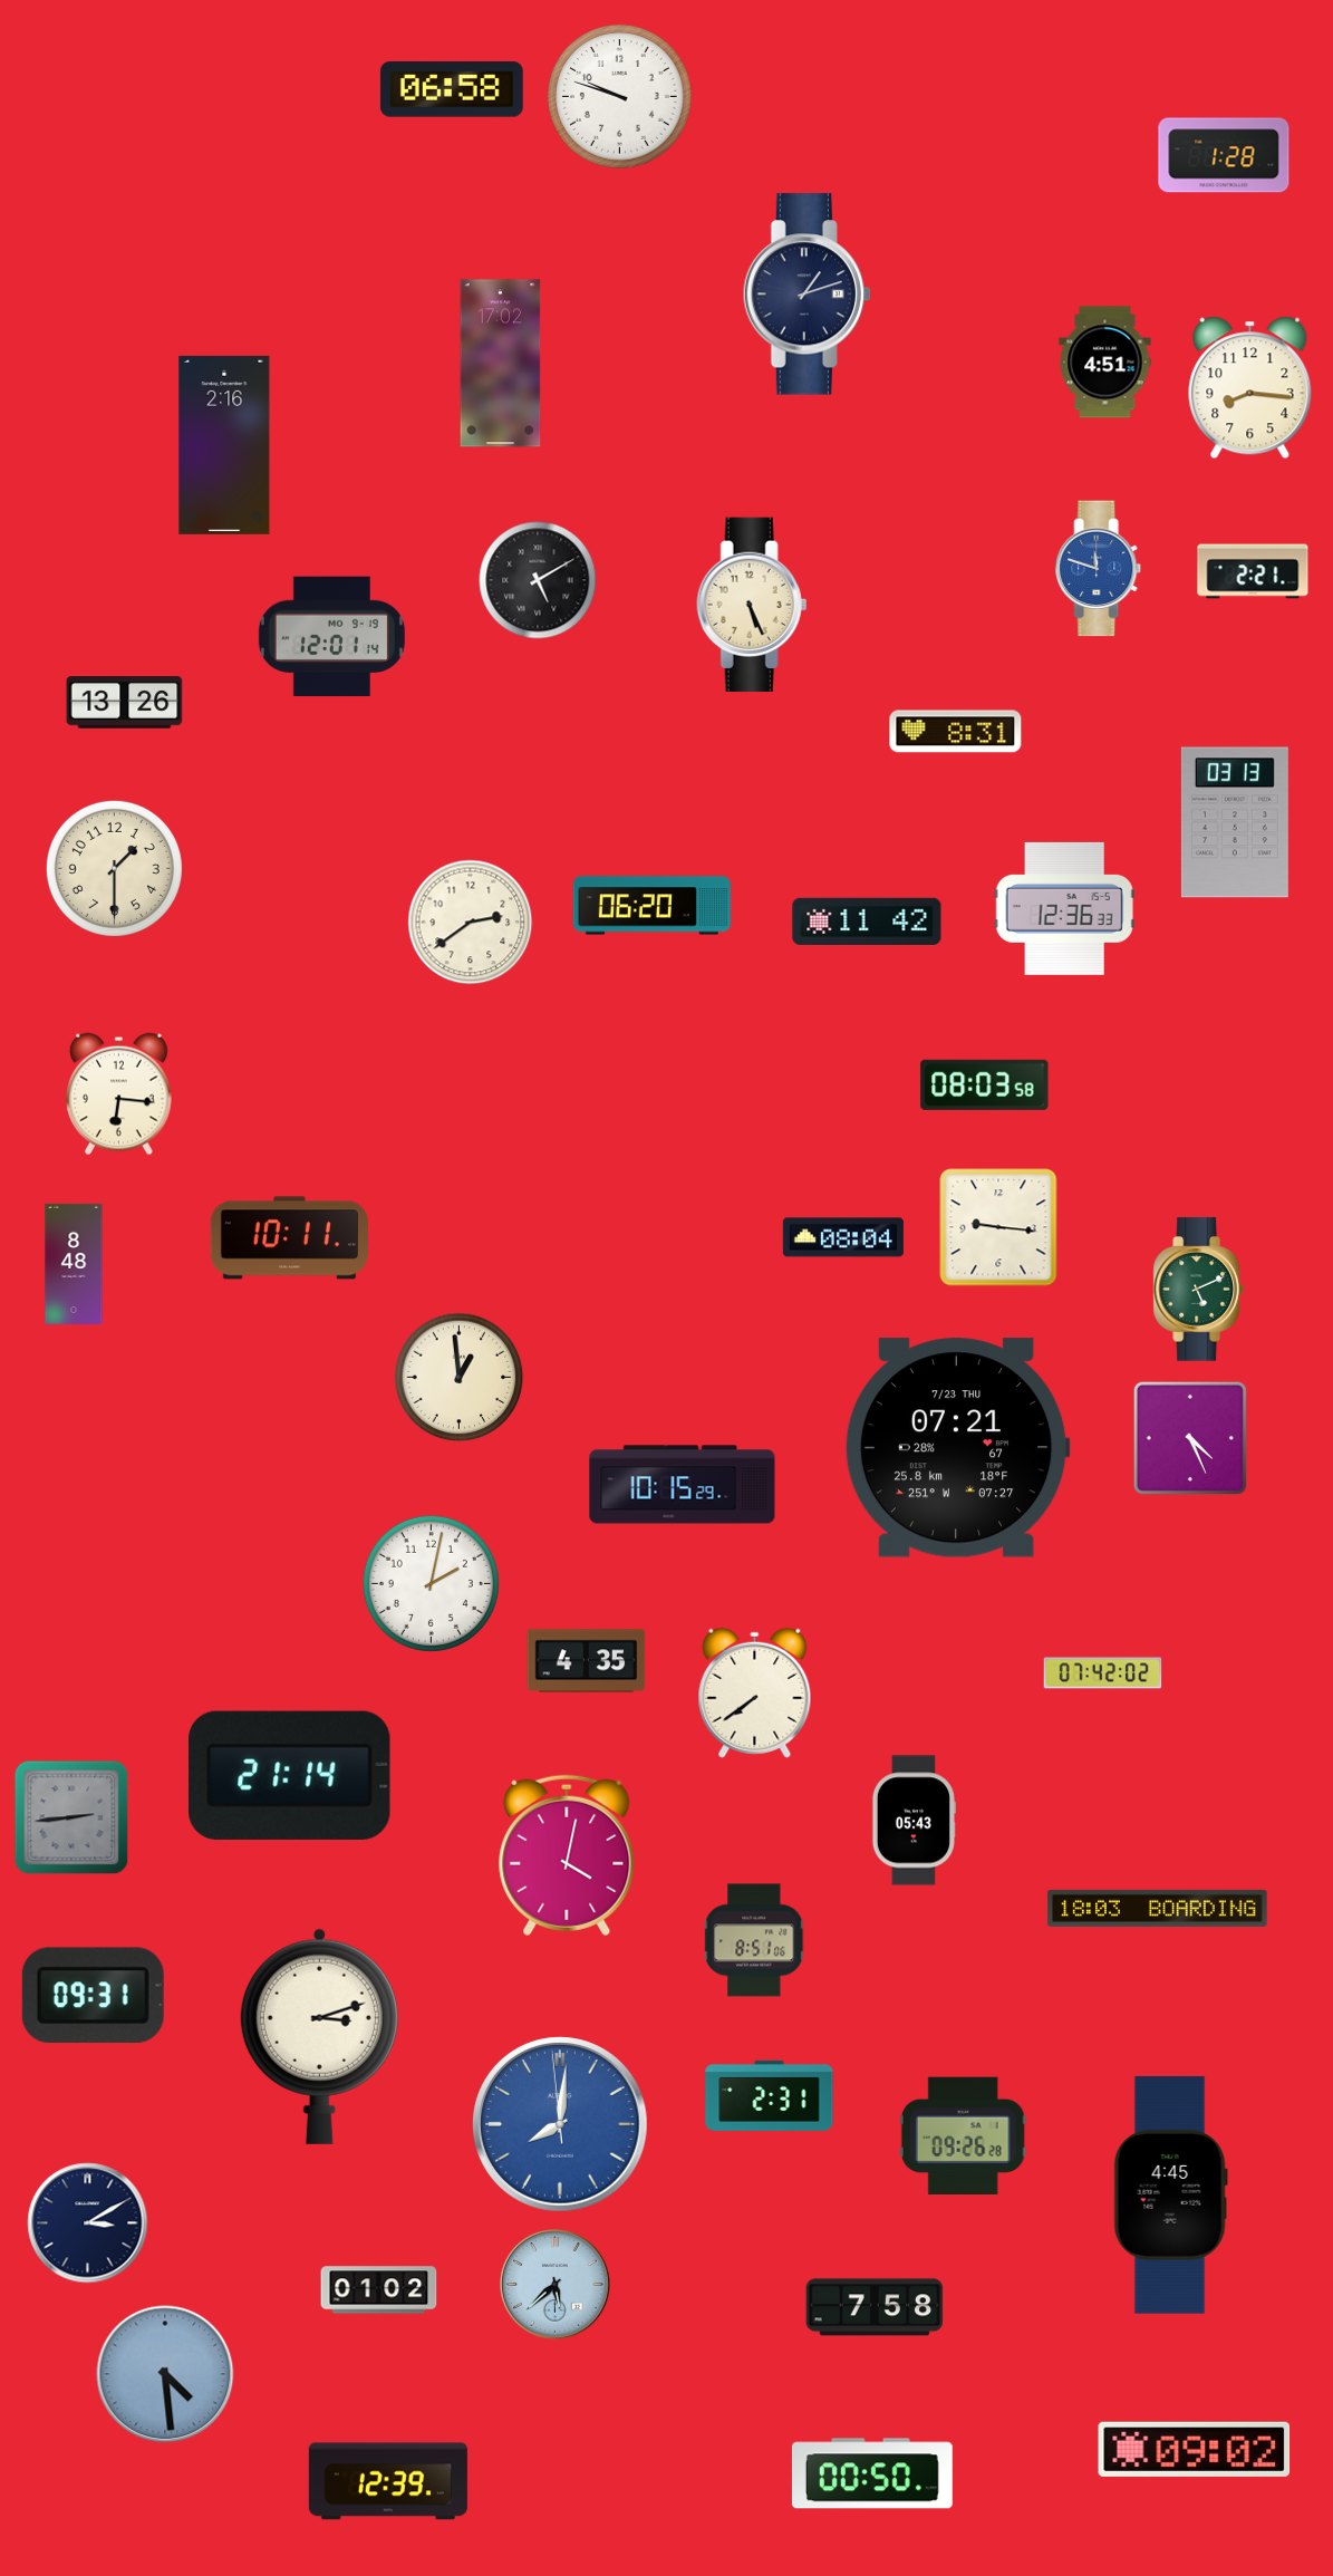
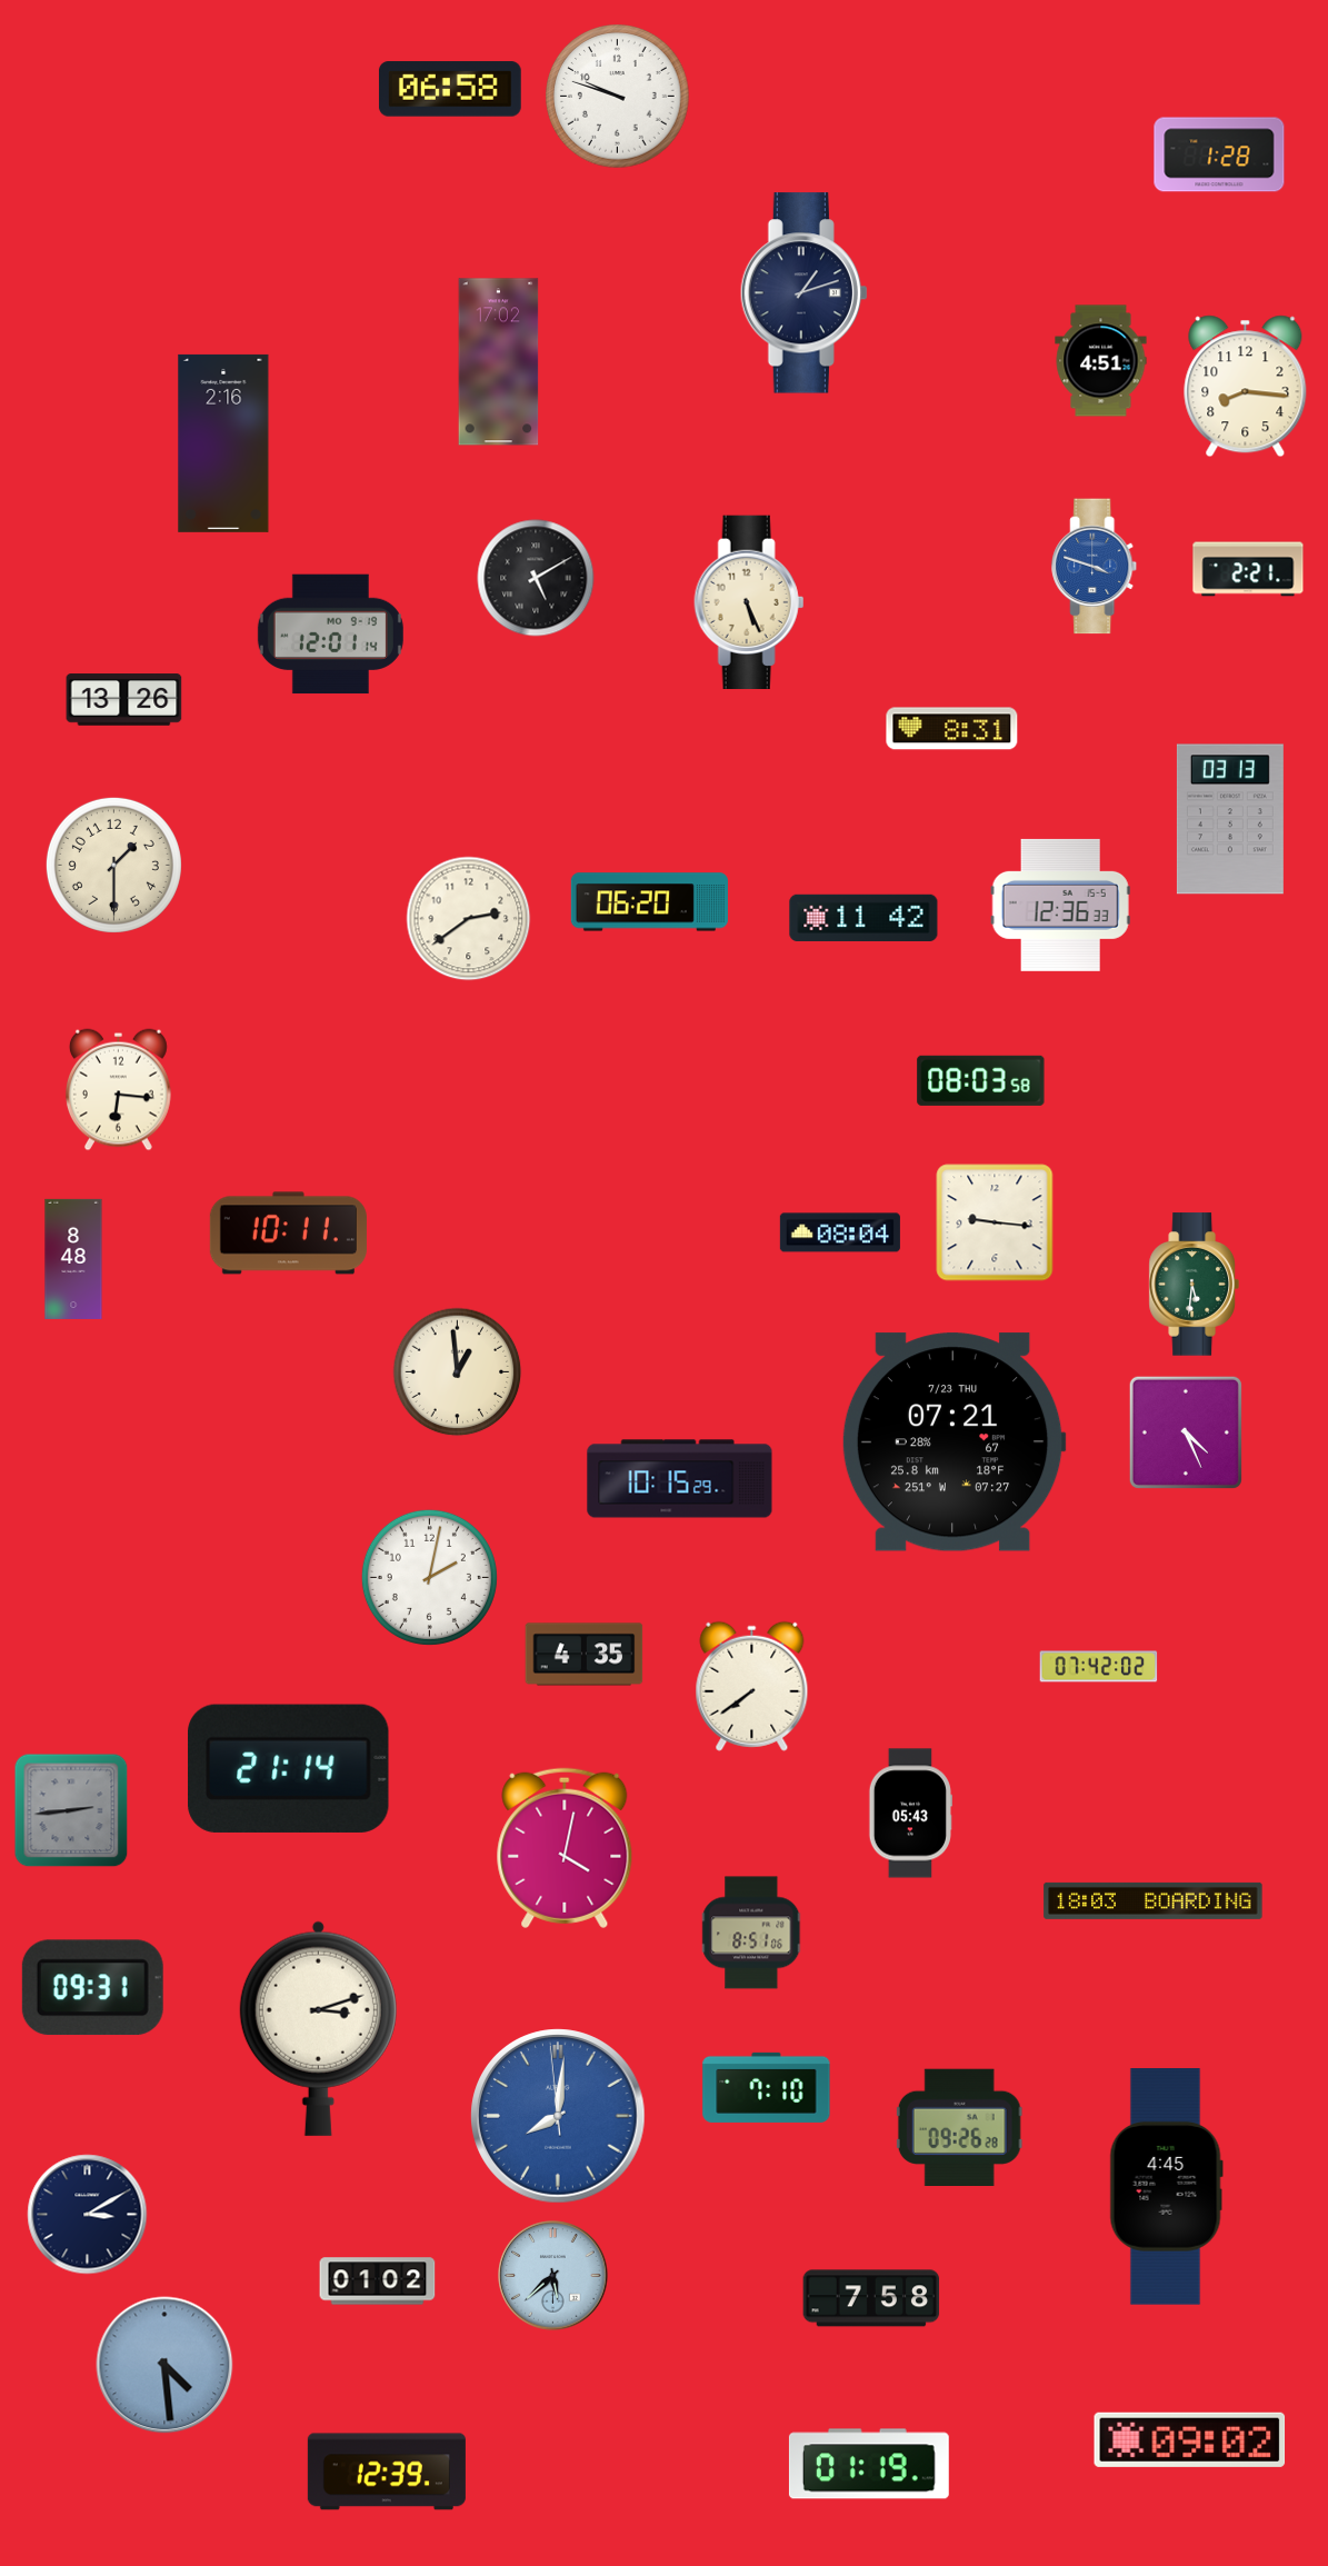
clock at (1099, 569): 11:48 -> 3:48
clock at (1198, 1290): 5:11 -> 5:31
clock at (770, 2095): 2:31 -> 7:10
clock at (872, 2473): 00:50 -> 01:19
